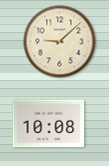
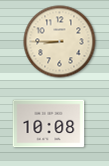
clock at (60, 42): 9:08 -> 8:45
